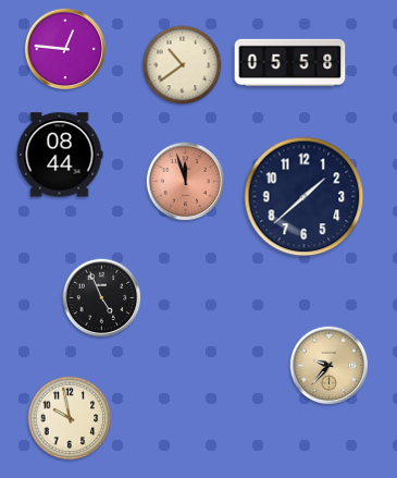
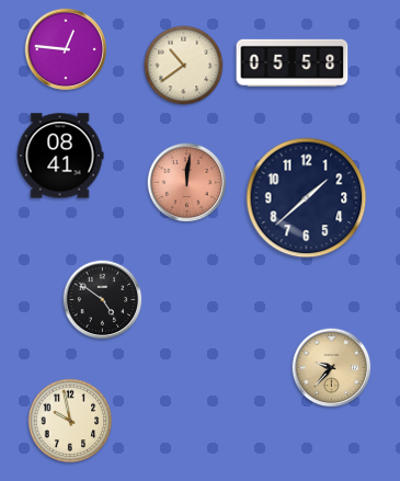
clock at (60, 155): 08:44 -> 08:41
clock at (186, 182): 11:57 -> 12:01
clock at (102, 298): 4:56 -> 4:51
